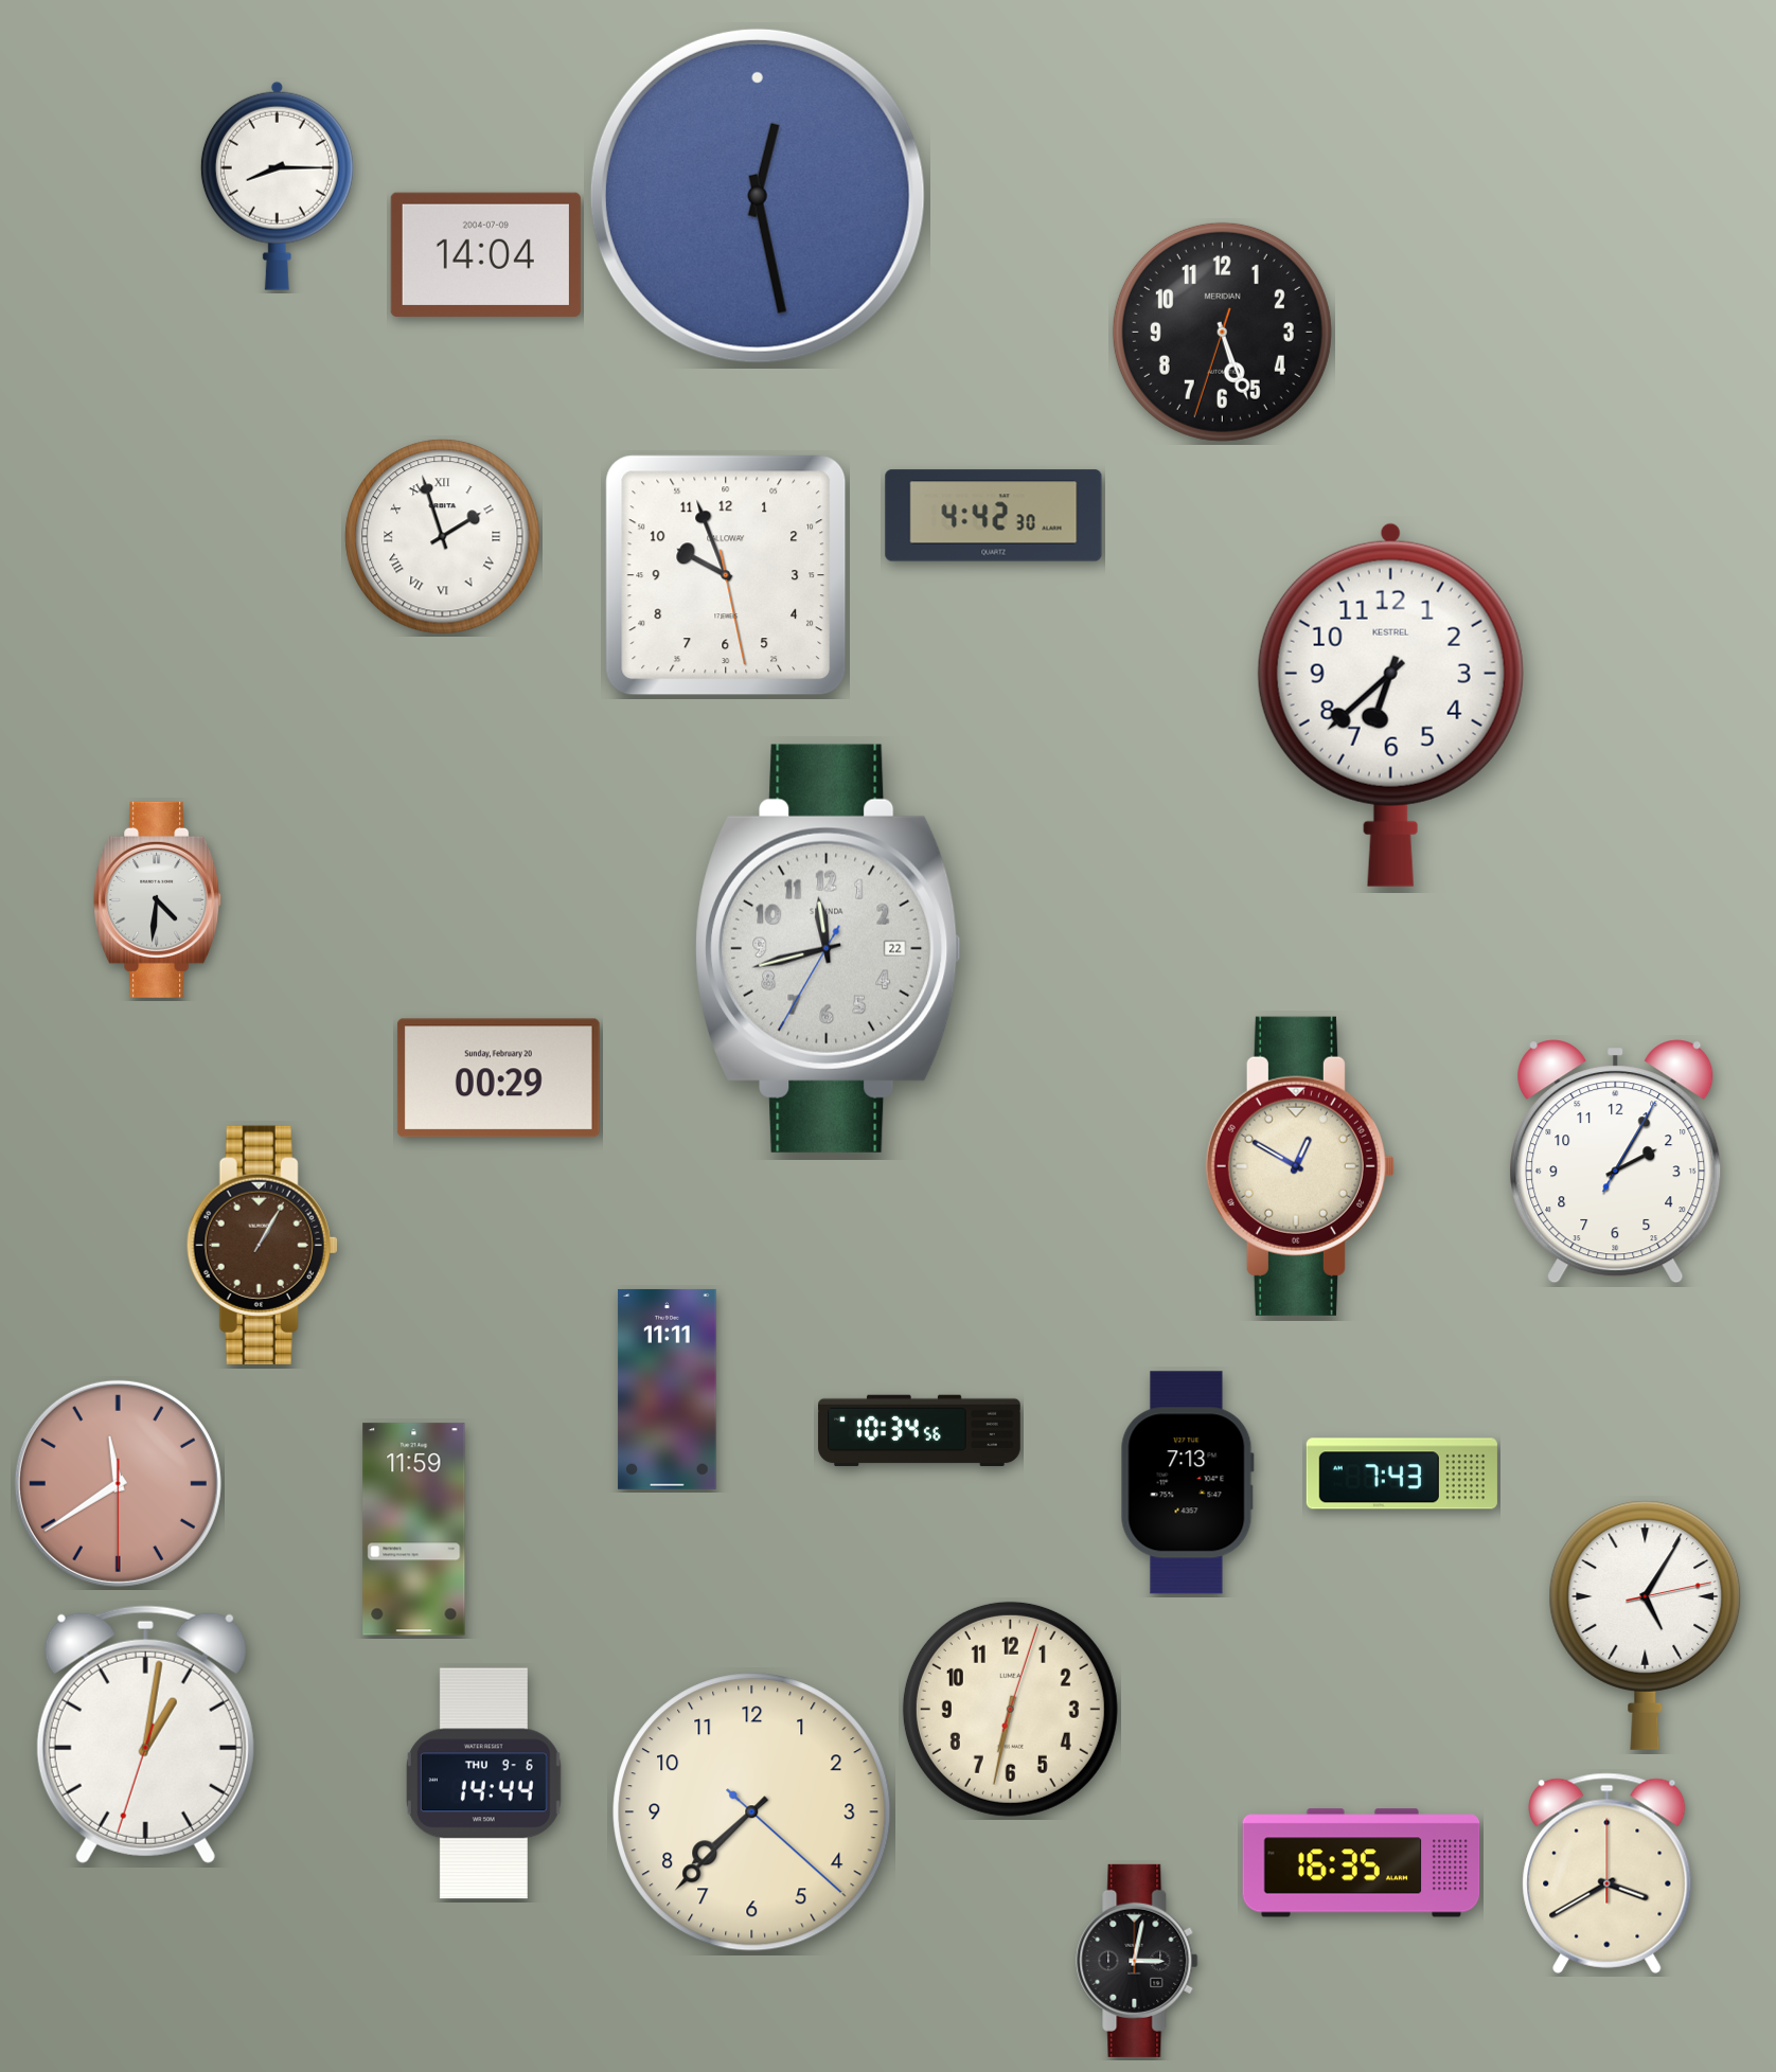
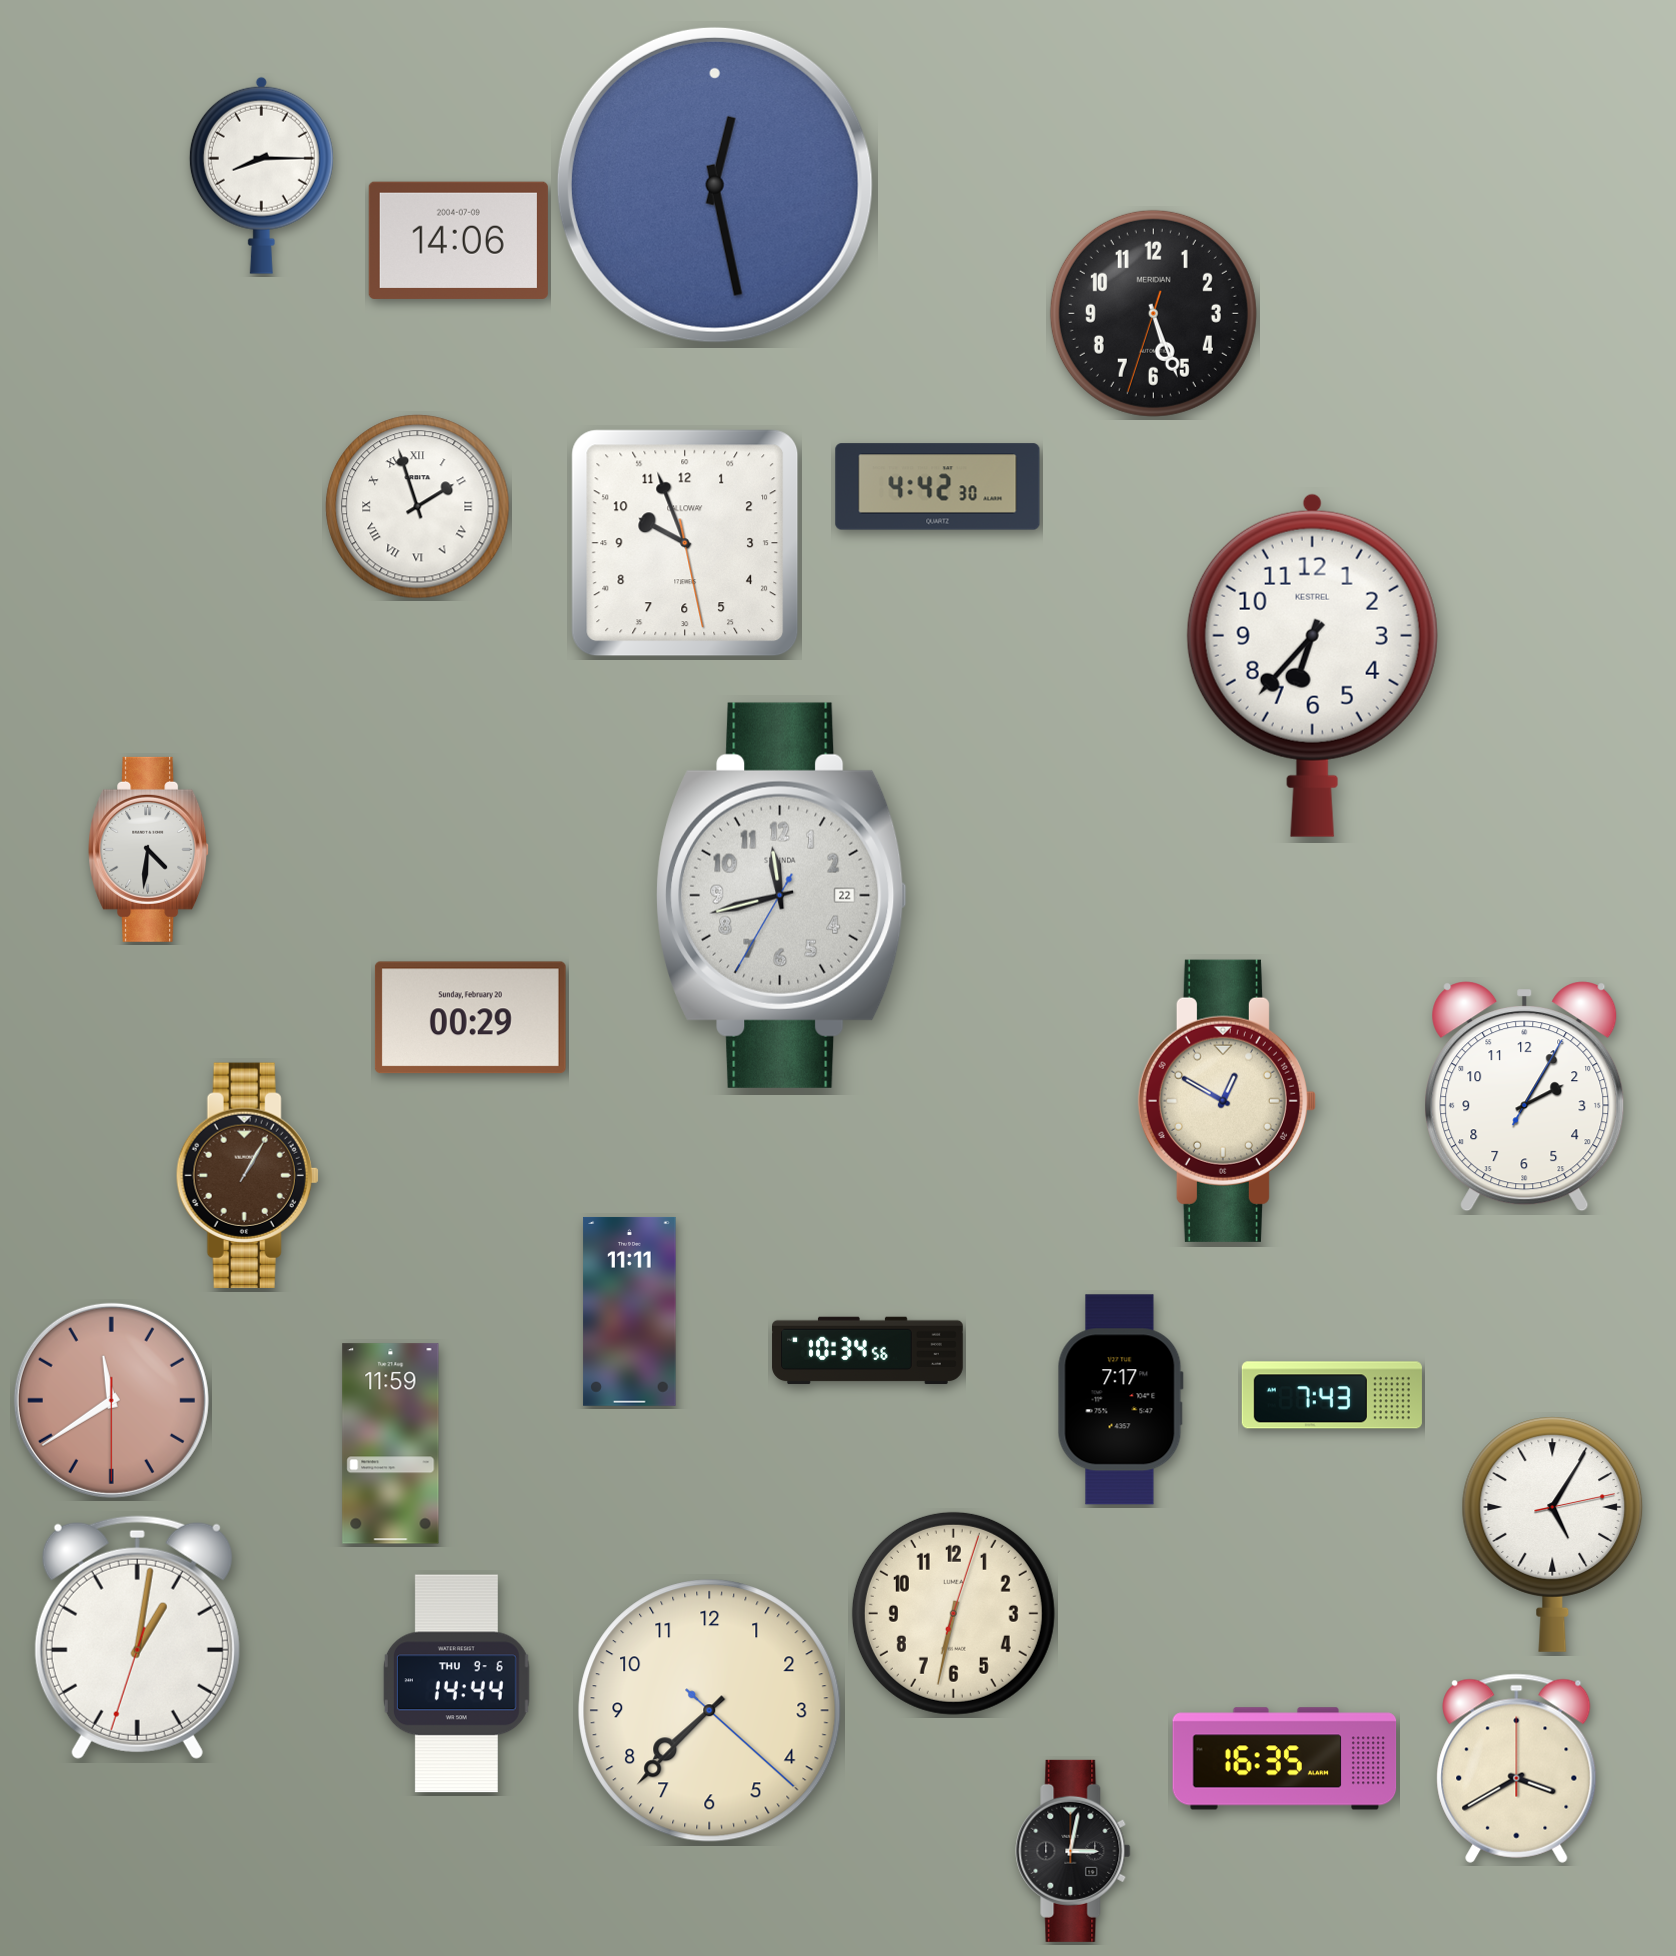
clock at (485, 254): 14:04 -> 14:06
clock at (1390, 704): 6:38 -> 6:37
clock at (1402, 1473) position: (1402, 1473) -> (1332, 1395)
clock at (1187, 1483): 7:13 -> 7:17
